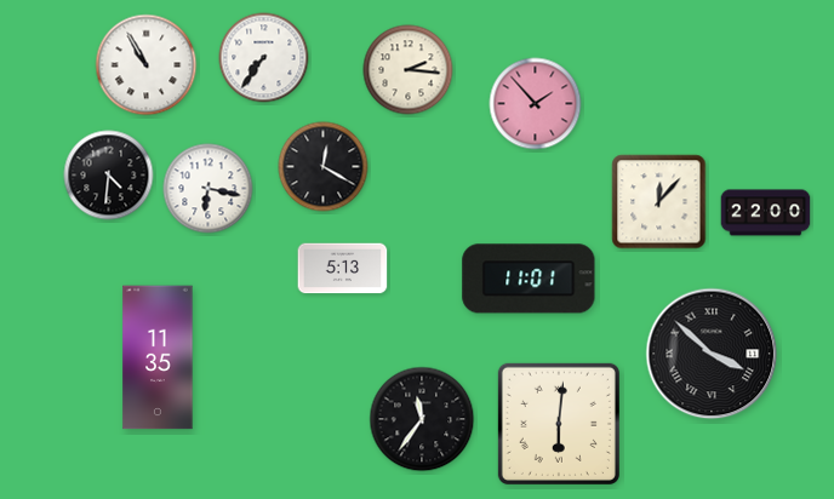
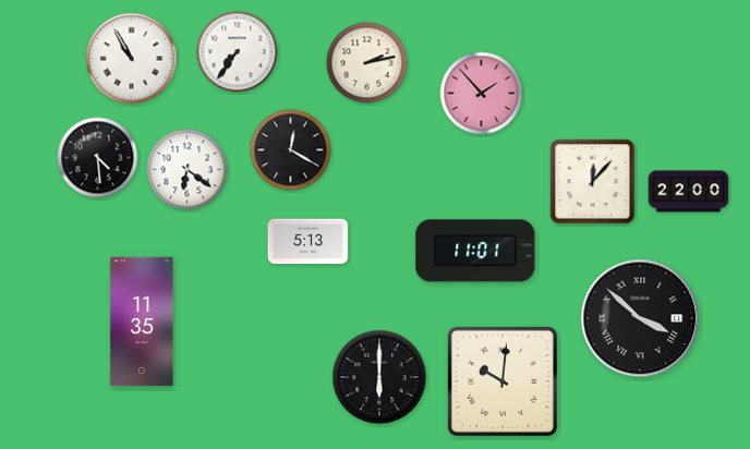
clock at (409, 70): 2:16 -> 2:13
clock at (109, 176): 4:31 -> 4:29
clock at (208, 189): 6:17 -> 6:21
clock at (422, 419): 11:36 -> 6:00
clock at (559, 424): 6:01 -> 10:01
